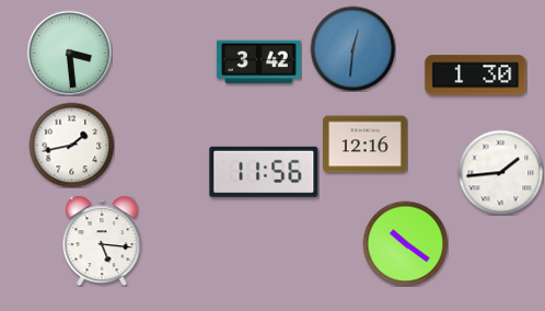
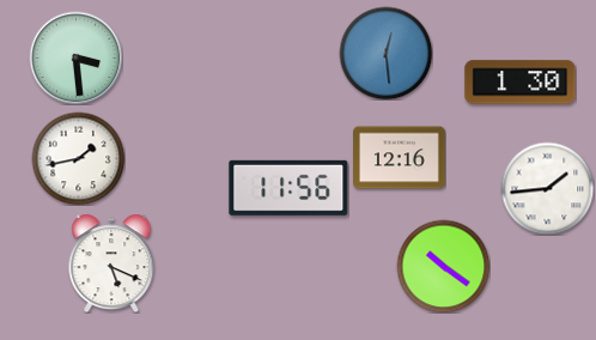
clock at (352, 48): 12:31 -> 12:29
clock at (258, 62): 3:42 -> none
clock at (102, 241): 5:16 -> 5:19
